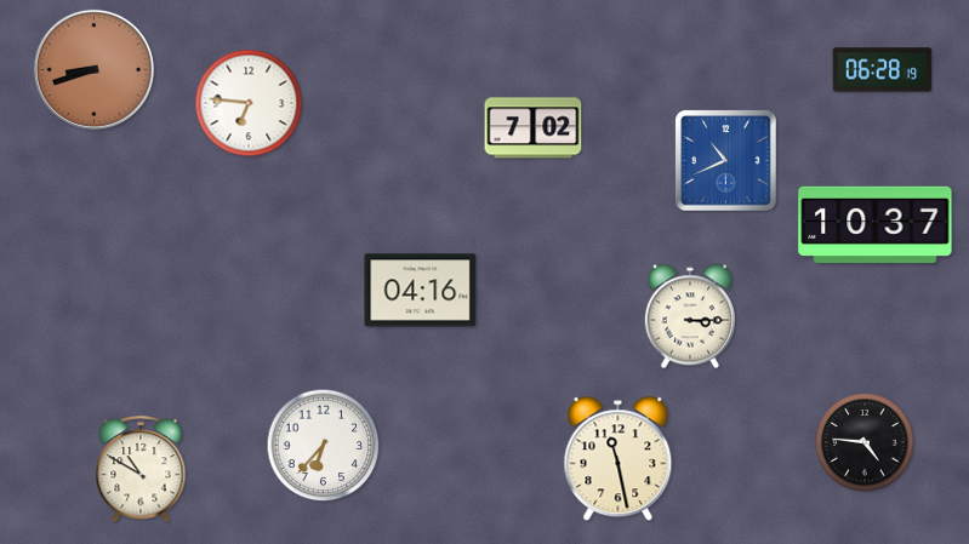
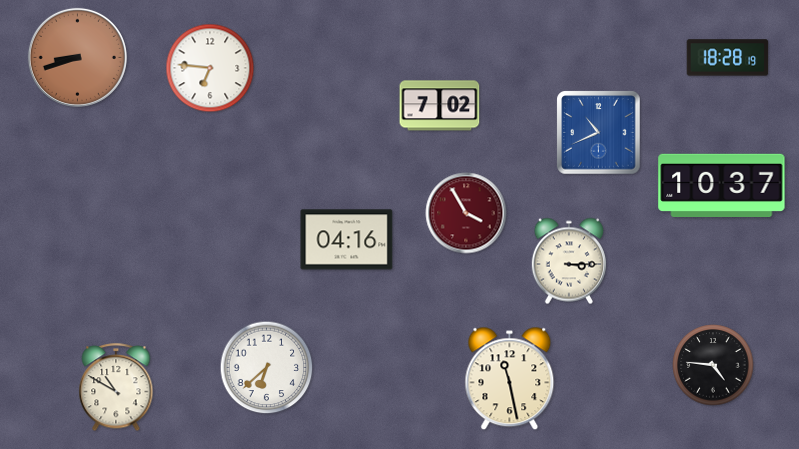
clock at (883, 70): 06:28 -> 18:28
clock at (249, 103) position: (249, 103) -> (210, 68)
clock at (466, 213): none -> 3:55
clock at (324, 446): 6:37 -> 6:38
